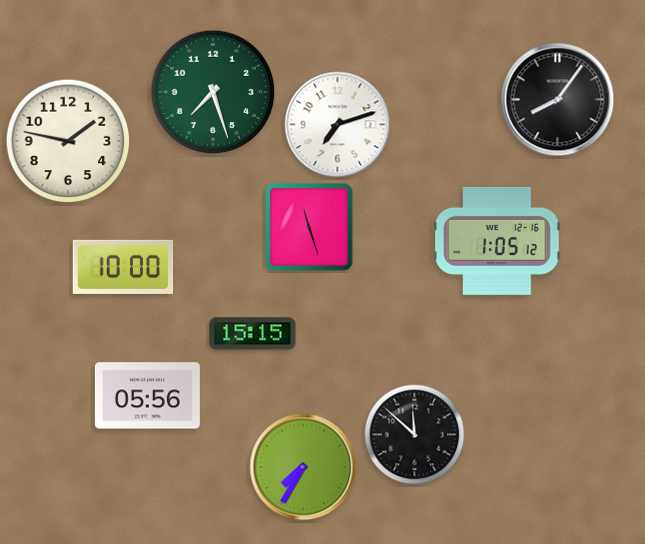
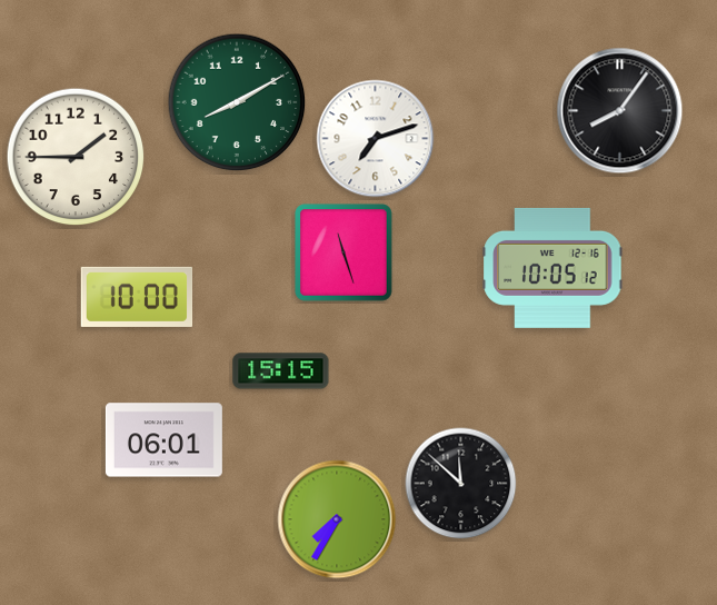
clock at (213, 92): 7:27 -> 8:10
clock at (68, 141): 1:47 -> 1:45
clock at (497, 241): 1:05 -> 10:05
clock at (147, 396): 05:56 -> 06:01
